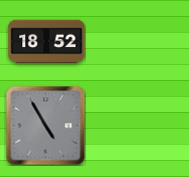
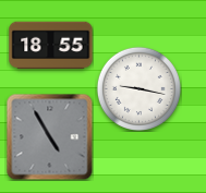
clock at (47, 42): 18:52 -> 18:55
clock at (138, 88): none -> 9:17
